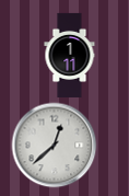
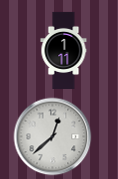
clock at (54, 145) position: (54, 145) -> (52, 136)
